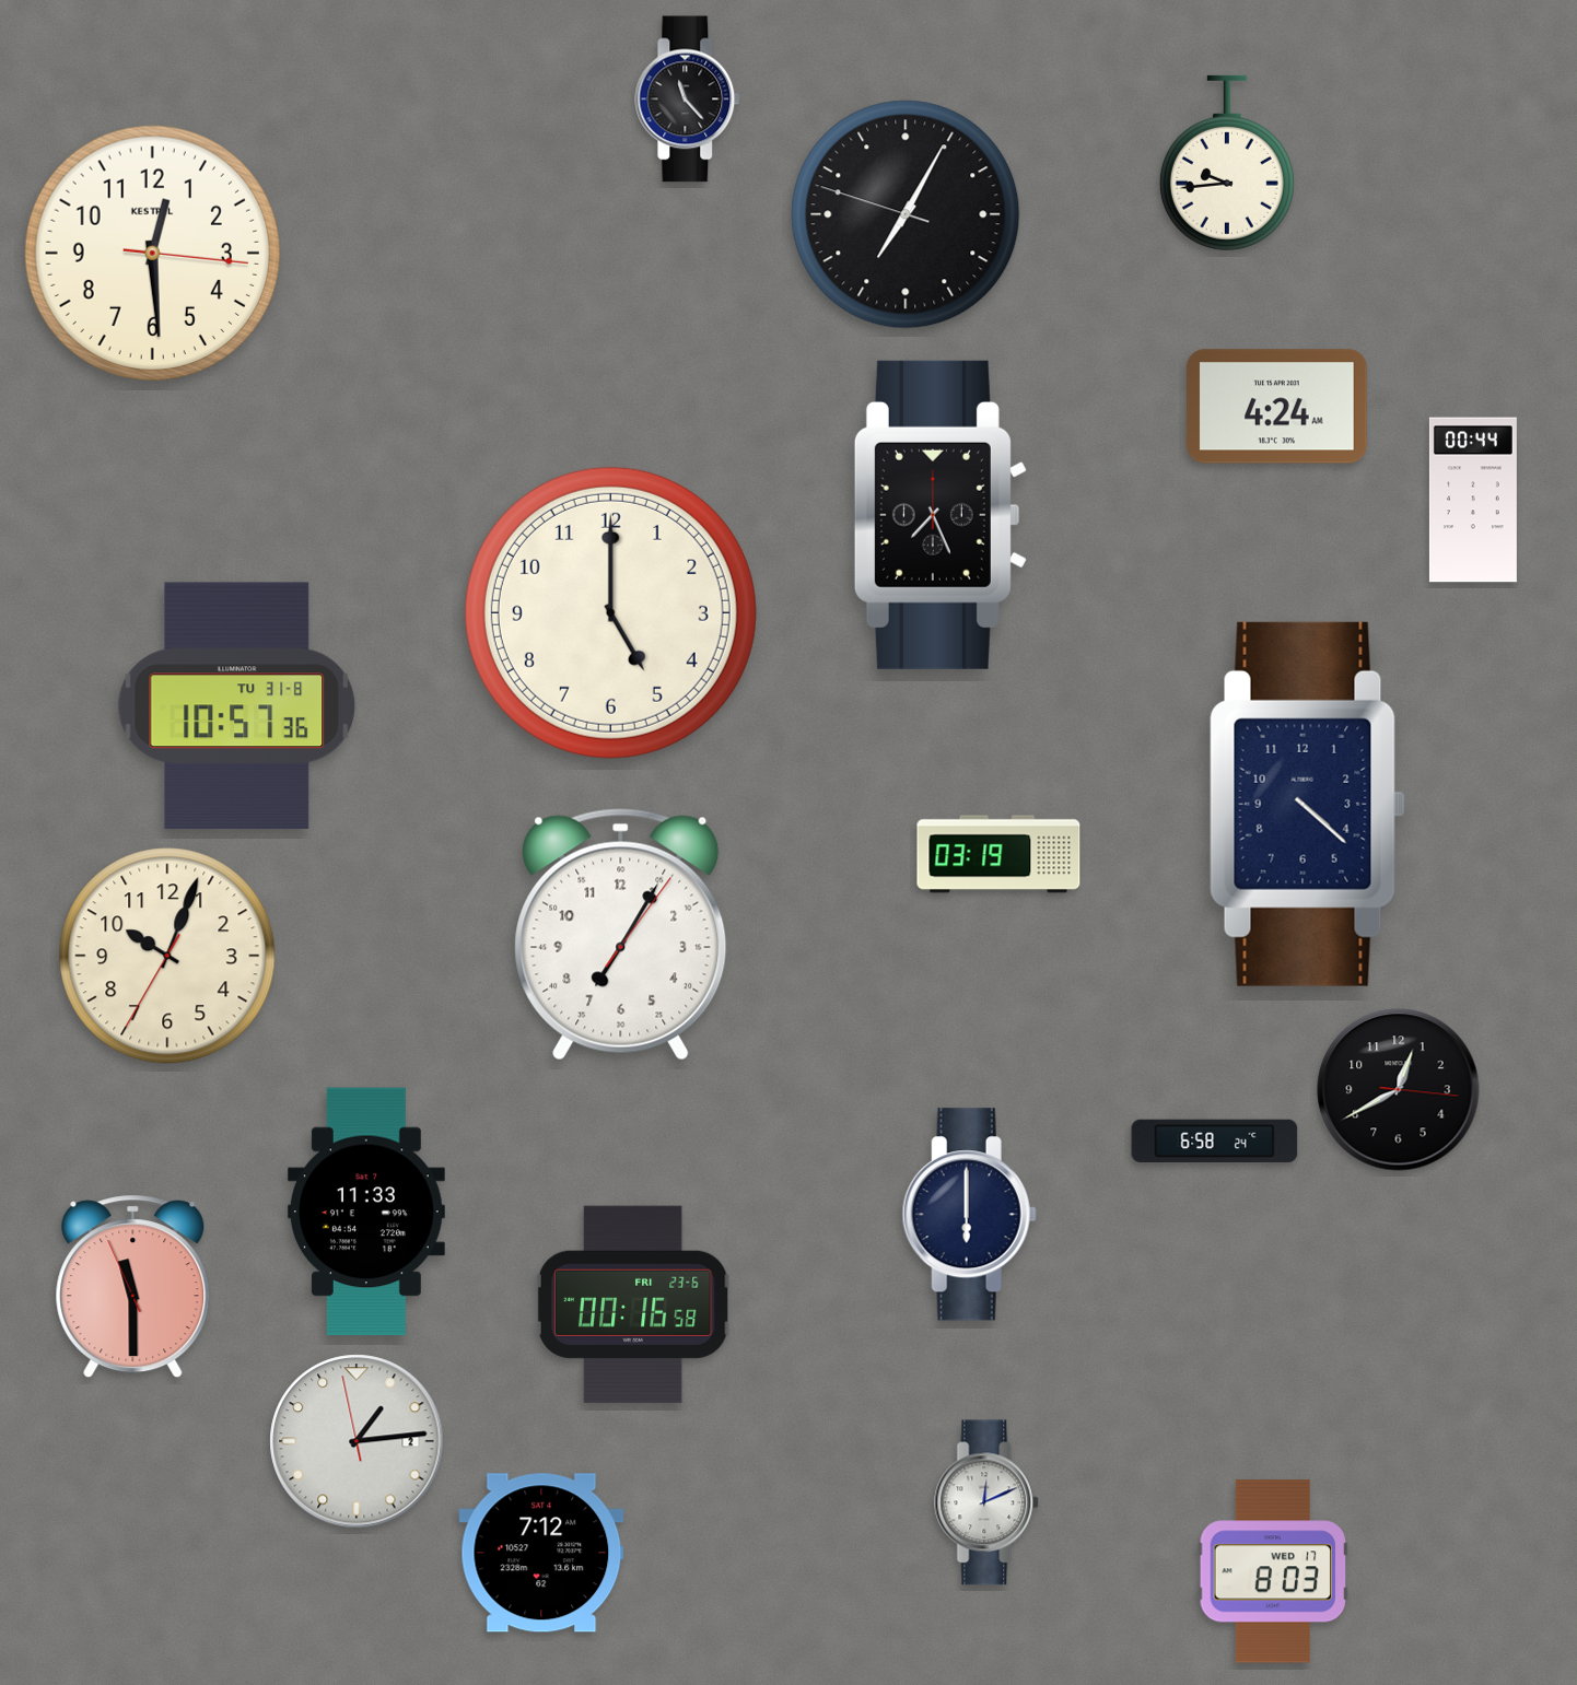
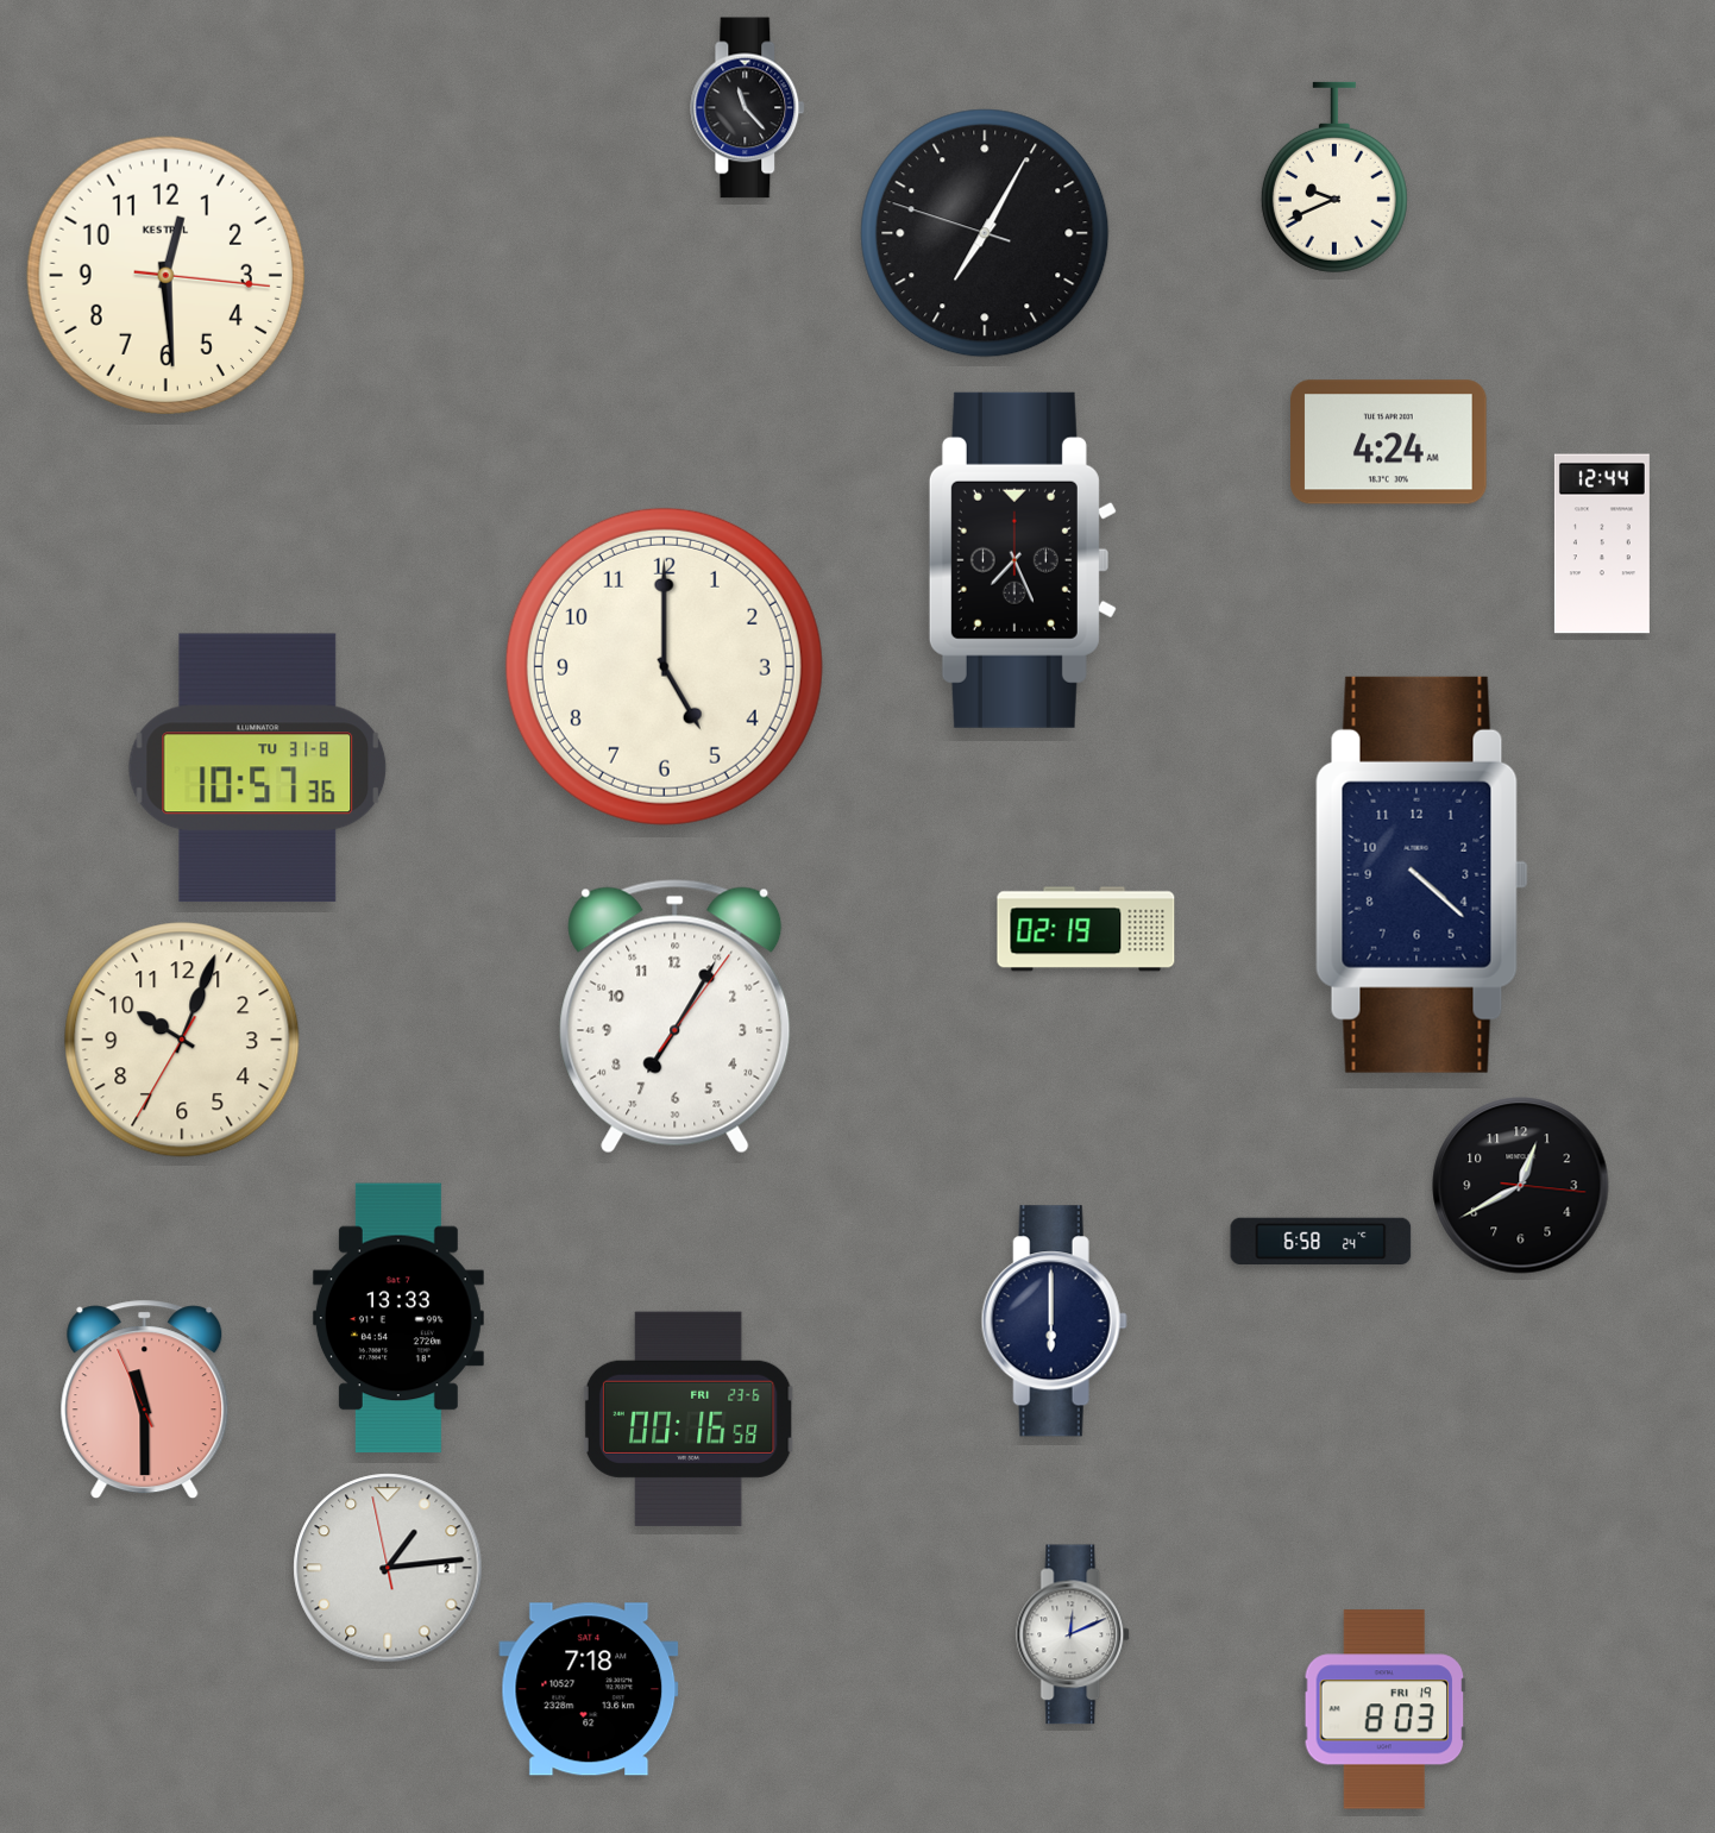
clock at (1227, 163): 9:44 -> 9:41
clock at (1473, 500): 00:44 -> 12:44
clock at (998, 854): 03:19 -> 02:19
clock at (366, 1212): 11:33 -> 13:33
clock at (541, 1553): 7:12 -> 7:18
clock at (1273, 1571) date: WED 17 -> FRI 19
